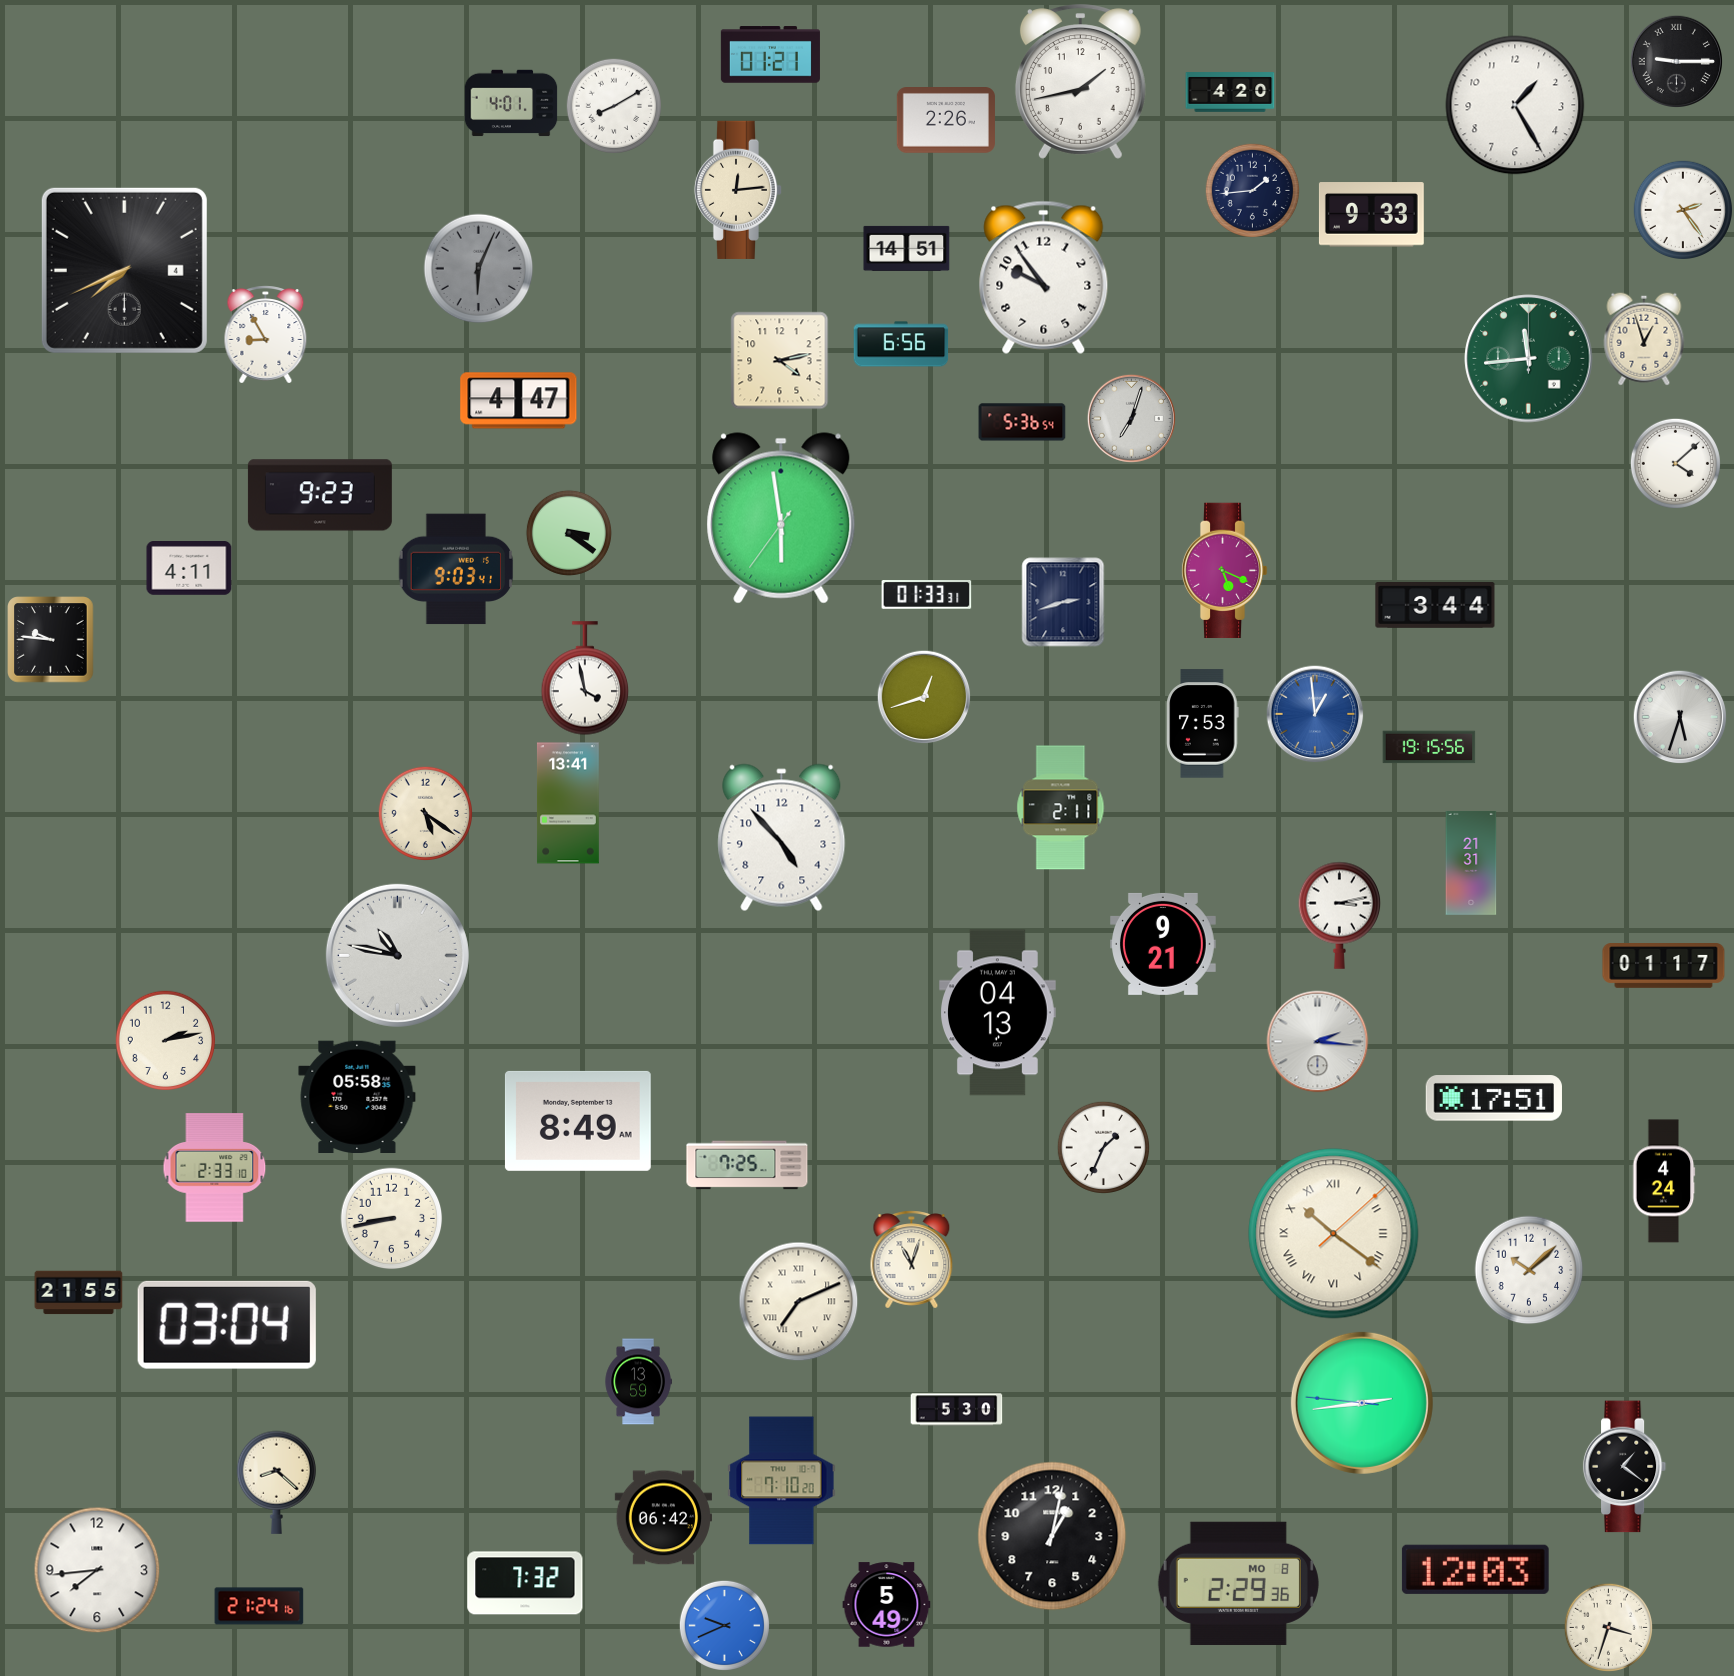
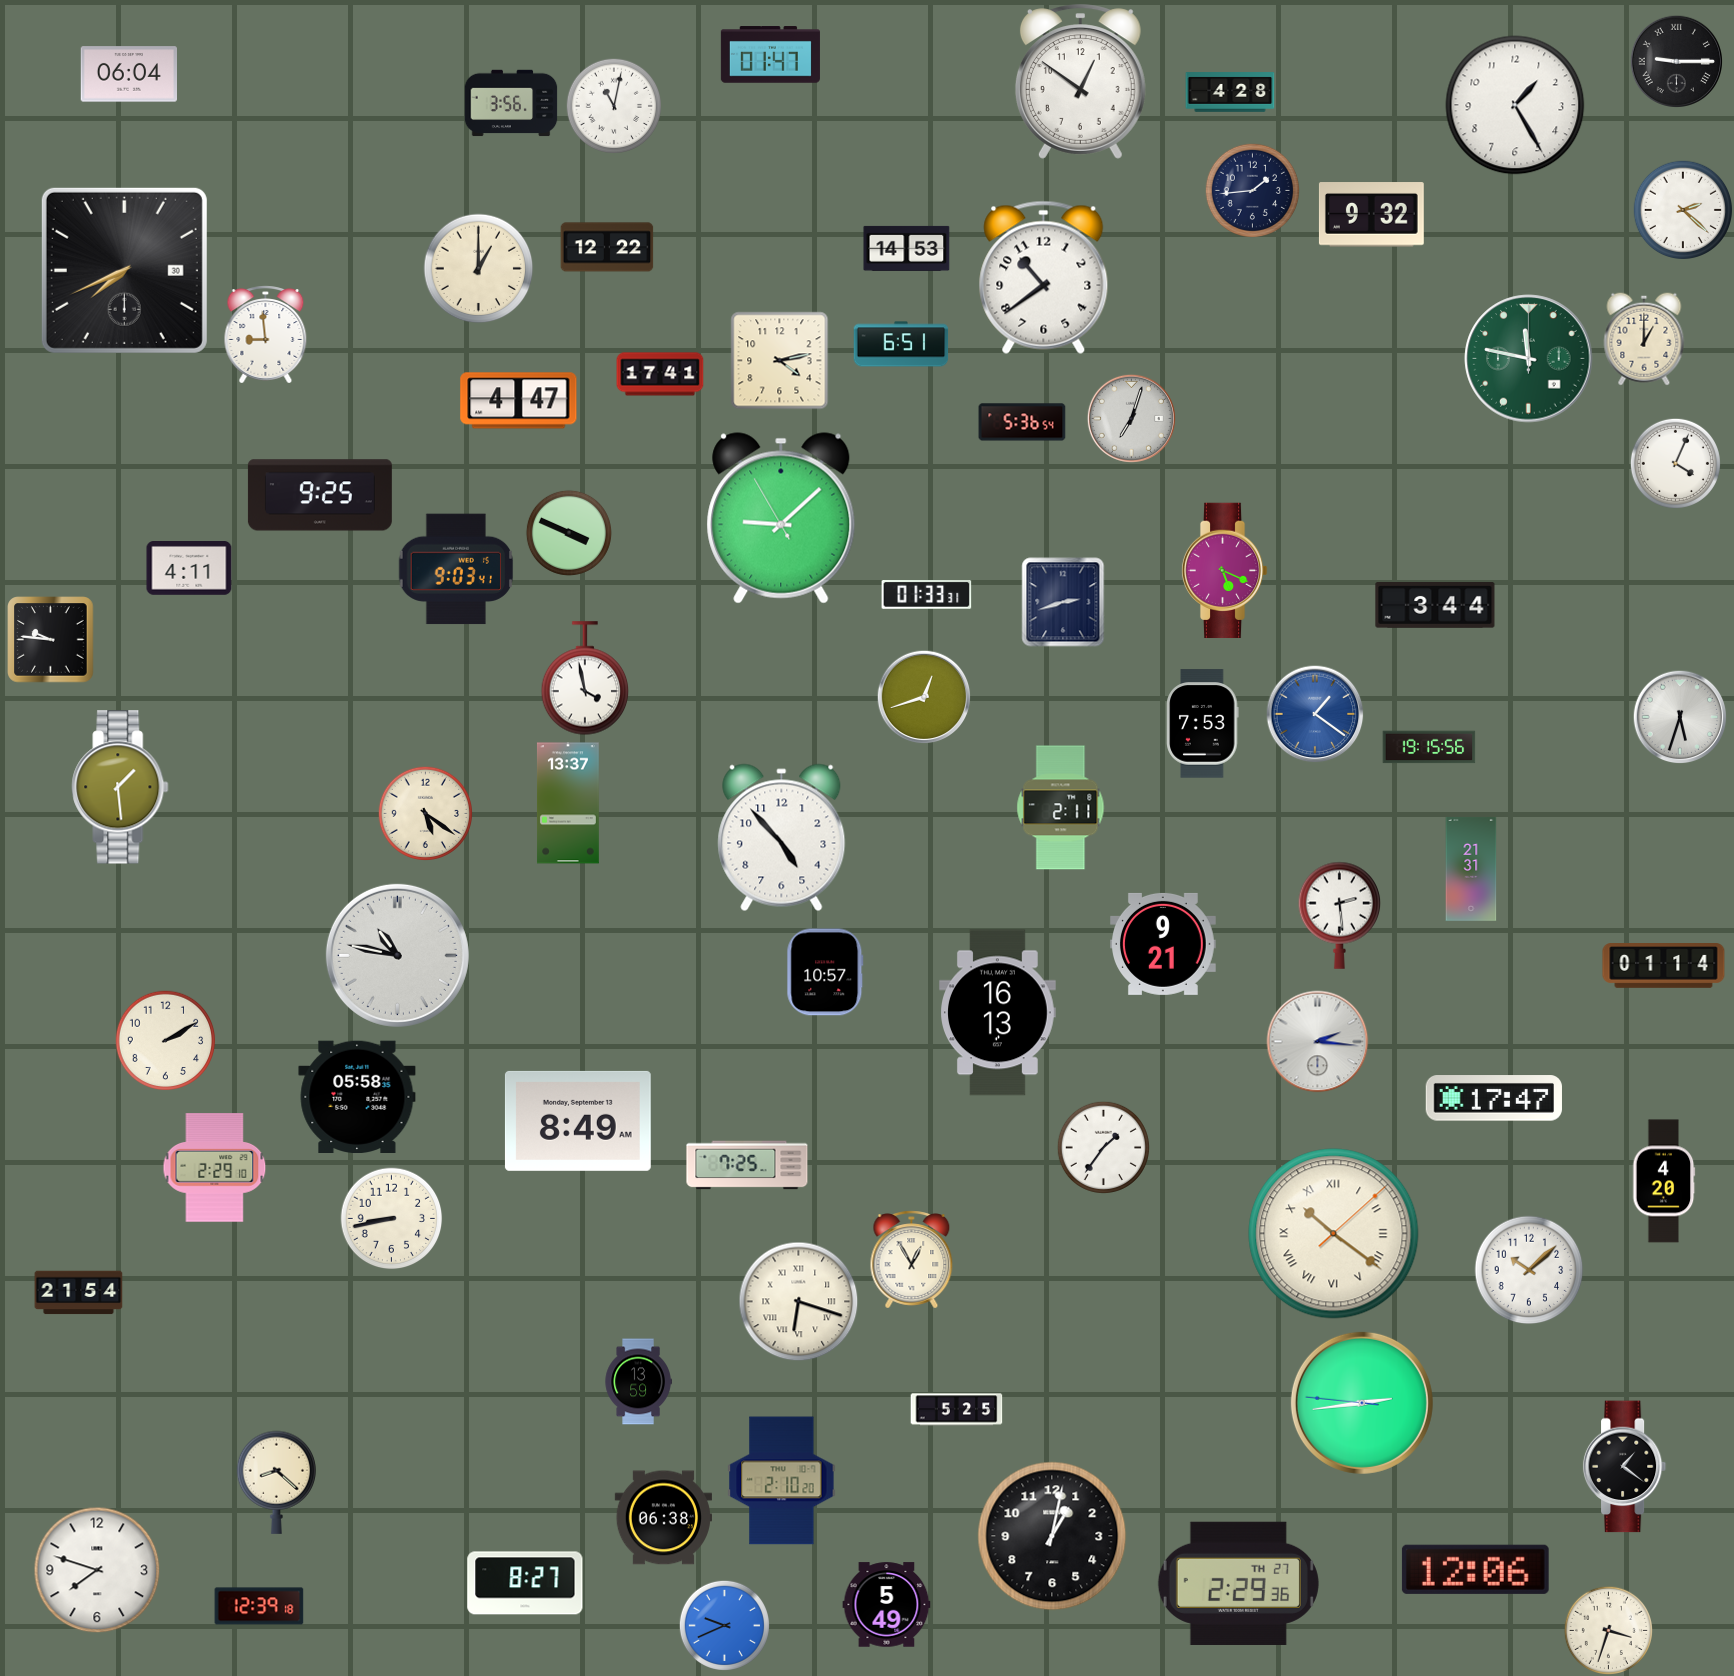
clock at (770, 55): 01:21 -> 01:47
clock at (128, 74): none -> 06:04
clock at (1080, 82): 1:43 -> 12:51
clock at (1230, 92): 4:20 -> 4:28
clock at (511, 103): 4:01 -> 3:56
clock at (613, 105): 8:10 -> 11:02
clock at (946, 121): 2:26 -> none
clock at (738, 190): 12:14 -> none
clock at (1683, 210): 2:24 -> 2:22
clock at (1371, 215): 9:33 -> 9:32
clock at (607, 247): none -> 12:22
clock at (907, 248): 14:51 -> 14:53
clock at (479, 269): 6:04 -> 1:00
clock at (479, 269) dial: grey -> cream
clock at (124, 270) date: 4 -> 30
clock at (1044, 277): 9:54 -> 10:39
clock at (266, 335): 8:55 -> 8:59
clock at (1644, 339): 12:57 -> 1:00
clock at (901, 344): 6:56 -> 6:51
clock at (1529, 359): 11:44 -> 11:47
clock at (660, 374): none -> 17:41
clock at (1675, 463): 4:08 -> 4:04
clock at (320, 495): 9:23 -> 9:25
clock at (781, 518): 5:58 -> 9:07
clock at (569, 533): 3:21 -> 3:49
clock at (1315, 714): 12:59 -> 1:21
clock at (120, 787): none -> 1:29
clock at (568, 803): 13:41 -> 13:37
clock at (1471, 863) position: (1471, 863) -> (1471, 869)
clock at (1340, 915): 3:13 -> 2:29
clock at (1664, 966): 01:17 -> 01:14
clock at (825, 972): none -> 10:57
clock at (998, 1013): 04:13 -> 16:13
clock at (166, 1041): 2:13 -> 2:10
clock at (1494, 1098): 17:51 -> 17:47
clock at (1103, 1147): 1:34 -> 1:36
clock at (215, 1168): 2:33 -> 2:29
clock at (1664, 1181): 4:24 -> 4:20
clock at (912, 1260): 11:03 -> 12:55
clock at (79, 1293): 21:55 -> 21:54
clock at (799, 1302): 7:11 -> 6:18
clock at (227, 1325): 03:04 -> none
clock at (957, 1410): 5:30 -> 5:25
clock at (782, 1481): 7:10 -> 2:10
clock at (663, 1518): 06:42 -> 06:38
clock at (1475, 1569): 12:03 -> 12:06
clock at (97, 1570): 7:44 -> 7:48
clock at (525, 1583): 7:32 -> 8:27
clock at (1238, 1583) date: MO 8 -> TH 27
clock at (259, 1606): 21:24 -> 12:39
clock at (1608, 1627) position: (1608, 1627) -> (1608, 1630)
